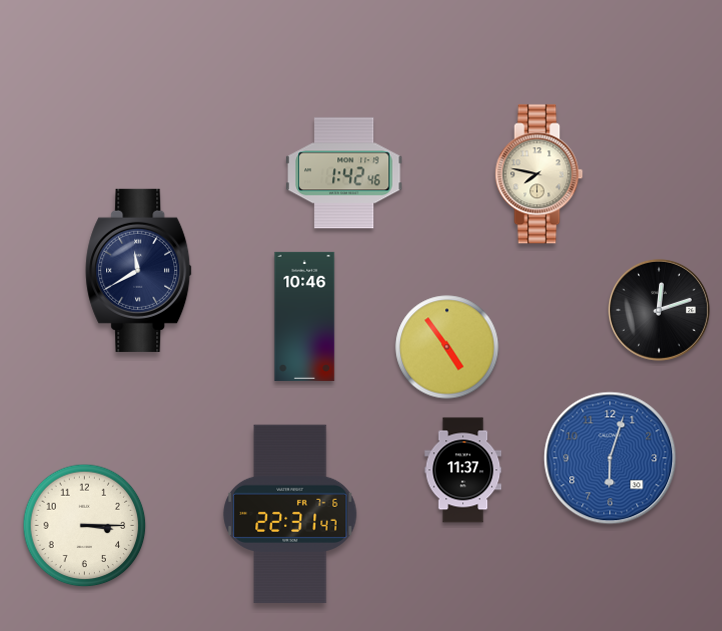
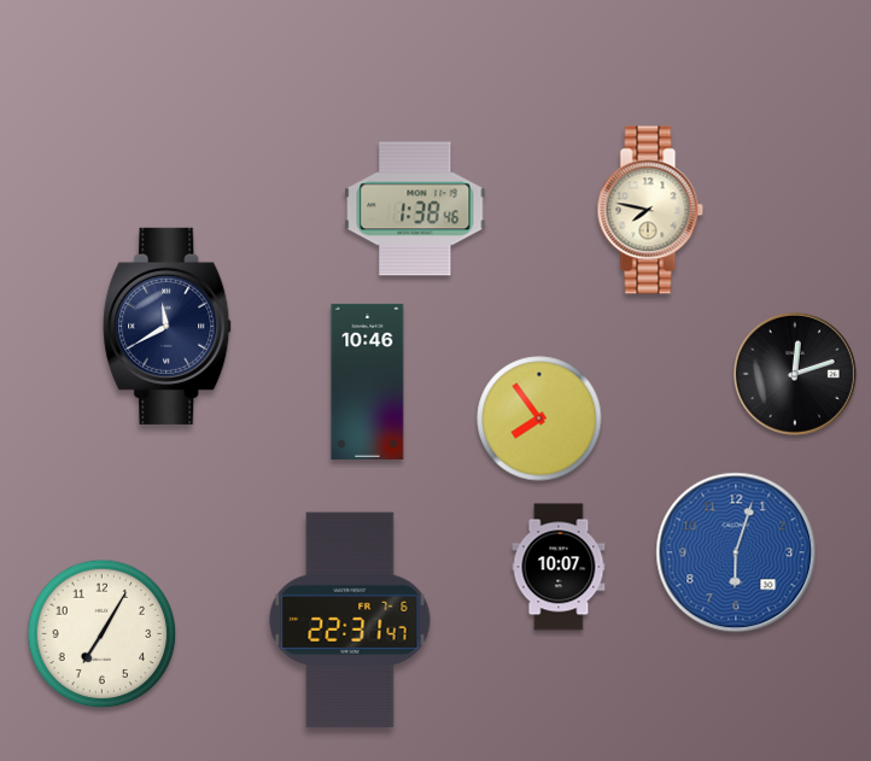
clock at (344, 173): 1:42 -> 1:38
clock at (447, 347): 4:54 -> 7:54
clock at (463, 470): 11:37 -> 10:07
clock at (85, 526): 3:15 -> 7:05
